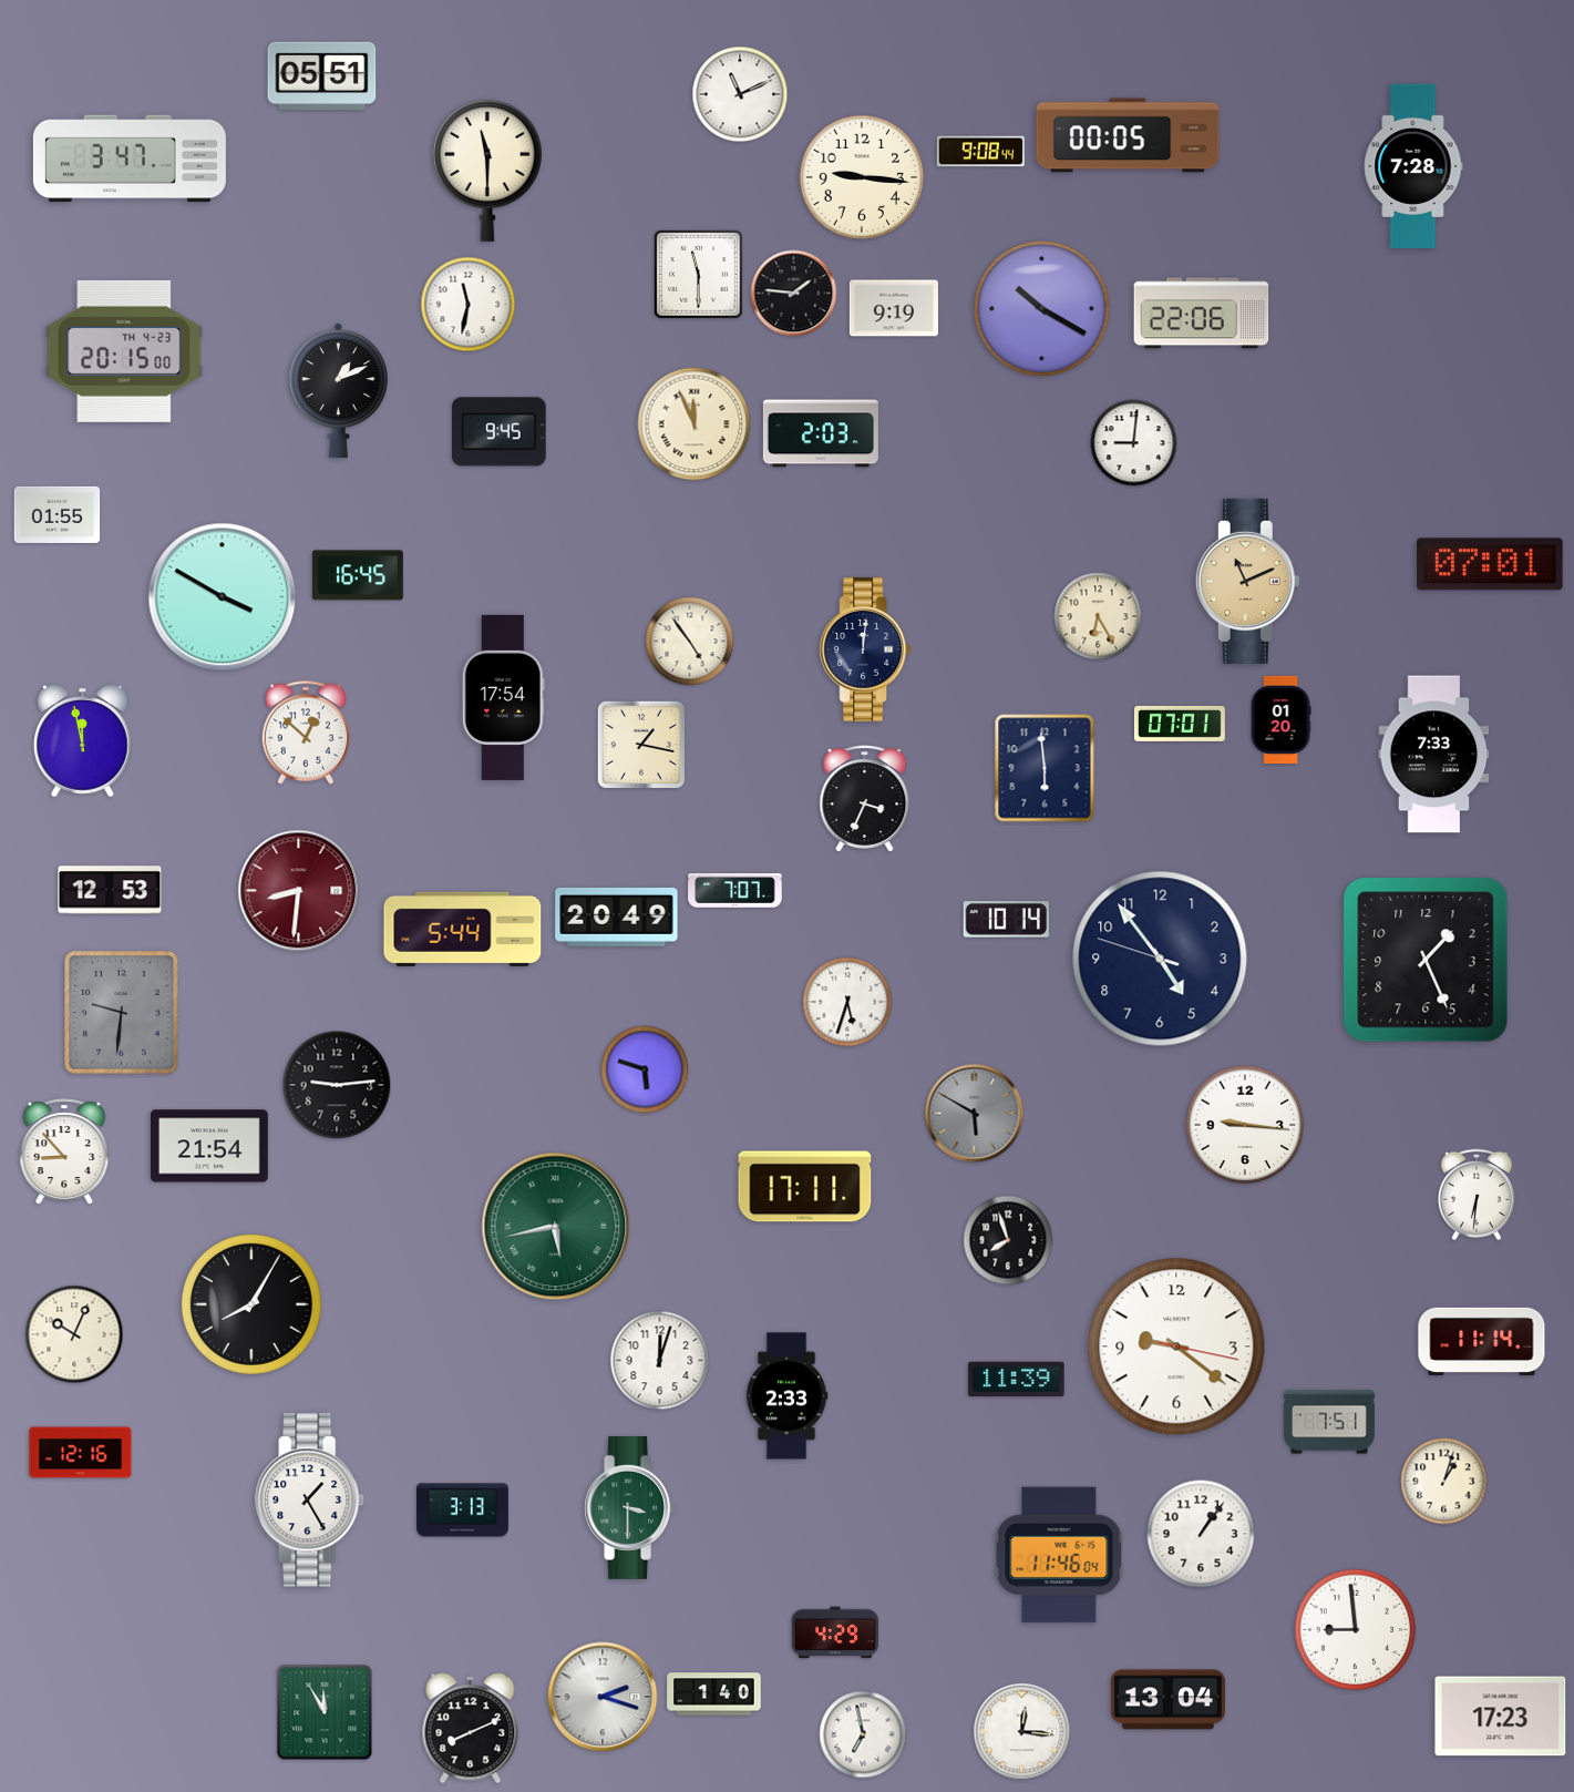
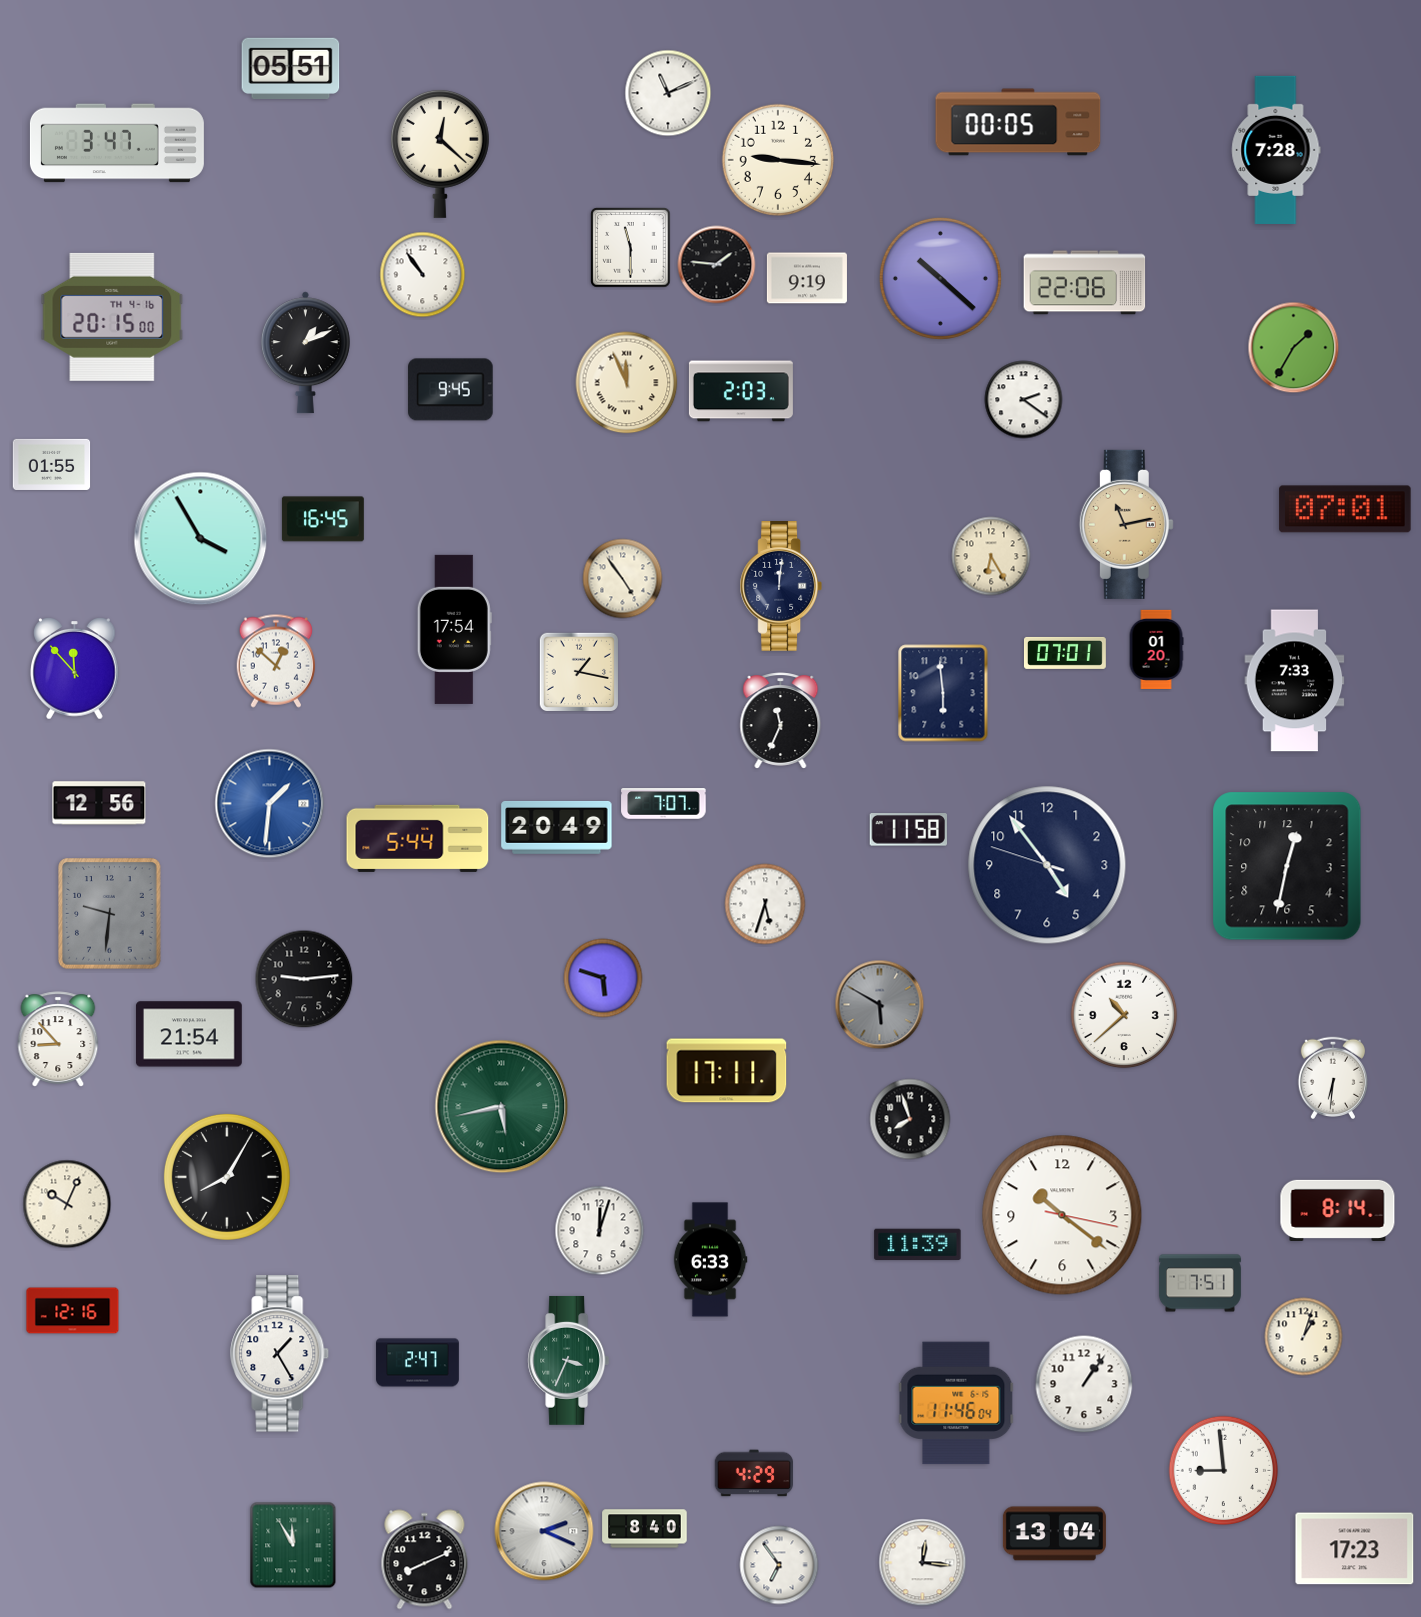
clock at (740, 94) position: (740, 94) -> (668, 93)
clock at (980, 152): 9:08 -> none
clock at (487, 170): 11:30 -> 12:22
clock at (469, 305): 11:32 -> 10:54
clock at (1041, 308): 10:20 -> 10:22
clock at (124, 351) date: TH 4-23 -> TH 4-16
clock at (1294, 348): none -> 1:35
clock at (1134, 443): 9:01 -> 2:21
clock at (1247, 581): 11:11 -> 11:13
clock at (223, 597): 3:50 -> 3:55
clock at (83, 741): 11:58 -> 11:53
clock at (865, 799): 3:34 -> 11:34
clock at (110, 890): 12:53 -> 12:56
clock at (299, 891): 8:31 -> 1:31
clock at (299, 891) dial: burgundy -> blue
clock at (1006, 920): 10:14 -> 11:58
clock at (1426, 960): 1:26 -> 12:32
clock at (645, 1069) position: (645, 1069) -> (603, 978)
clock at (1245, 1125): 9:16 -> 10:38
clock at (1482, 1341): 11:14 -> 8:14
clock at (1176, 1346): 9:21 -> 10:21
clock at (660, 1361) position: (660, 1361) -> (600, 1231)
clock at (786, 1396): 2:33 -> 6:33
clock at (630, 1507): 3:30 -> 3:34
clock at (463, 1511): 3:13 -> 2:47
clock at (714, 1694): 1:40 -> 8:40
clock at (603, 1697): 2:18 -> 2:19
clock at (863, 1734): 6:58 -> 6:54
